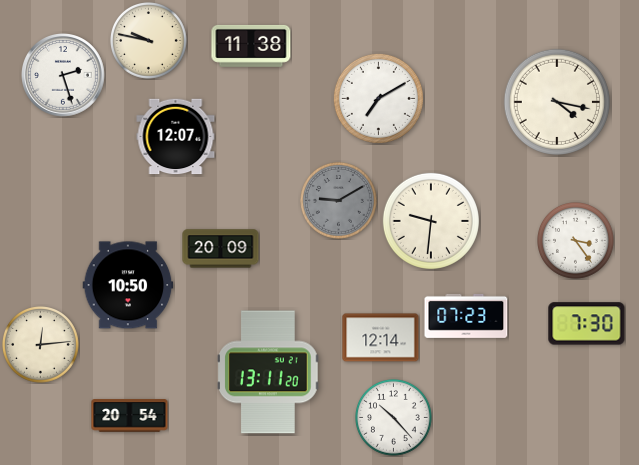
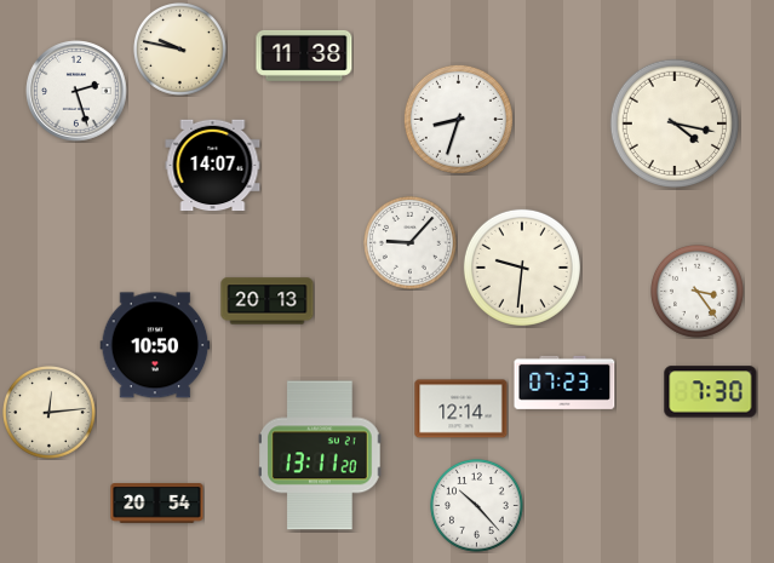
clock at (378, 98): 7:10 -> 8:33
clock at (176, 137): 12:07 -> 14:07
clock at (339, 201): 9:10 -> 9:07
clock at (339, 201) dial: grey -> white
clock at (221, 249): 20:09 -> 20:13
clock at (41, 345) position: (41, 345) -> (50, 413)
clock at (269, 372) position: (269, 372) -> (321, 455)
